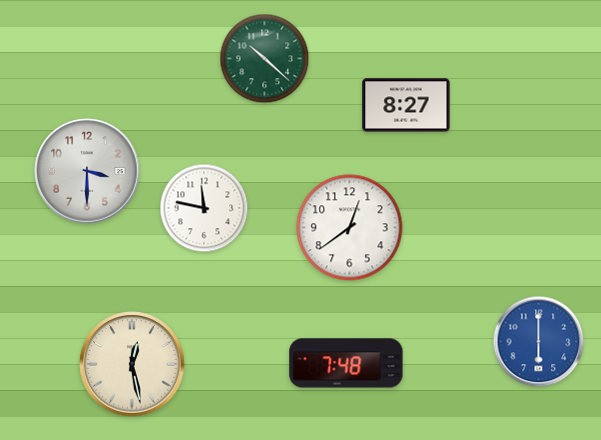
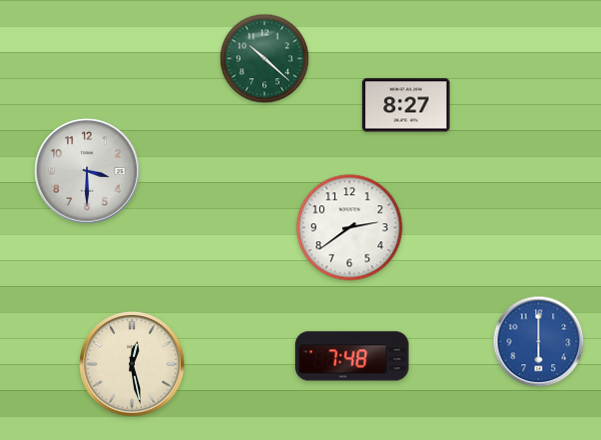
clock at (204, 208): 11:47 -> none
clock at (350, 228): 12:39 -> 2:39
clock at (346, 363) position: (346, 363) -> (352, 356)
